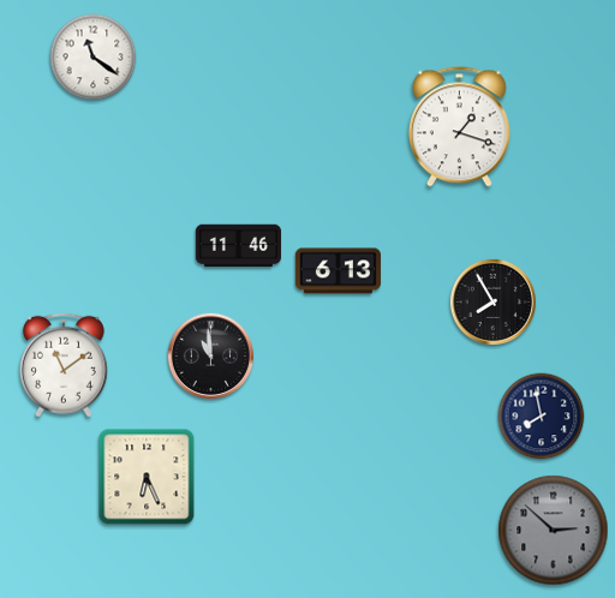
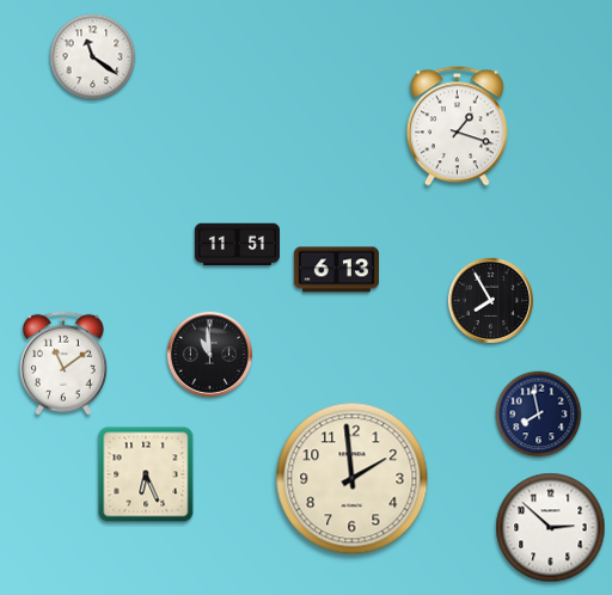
clock at (238, 246): 11:46 -> 11:51
clock at (353, 479): none -> 1:59
clock at (554, 531) dial: grey -> white
